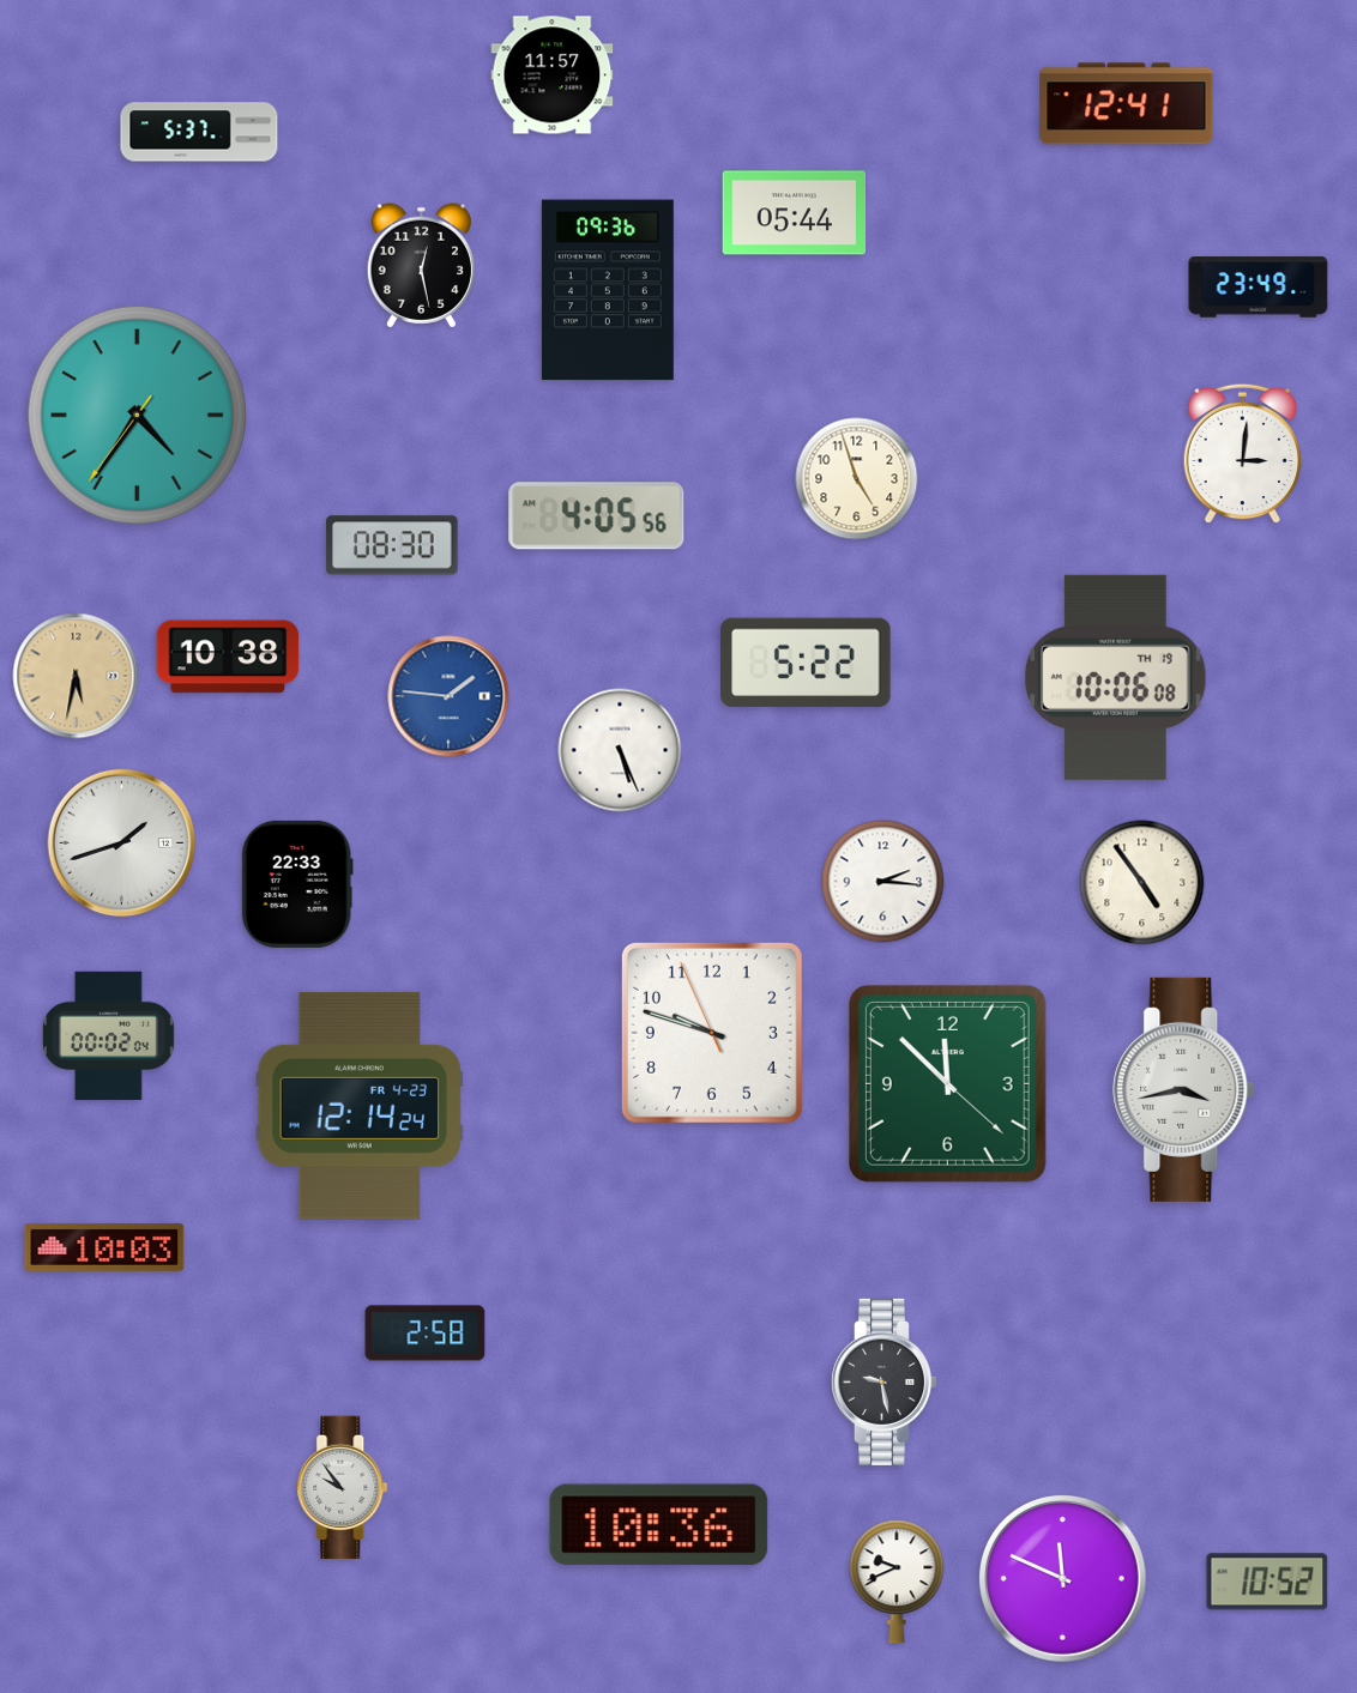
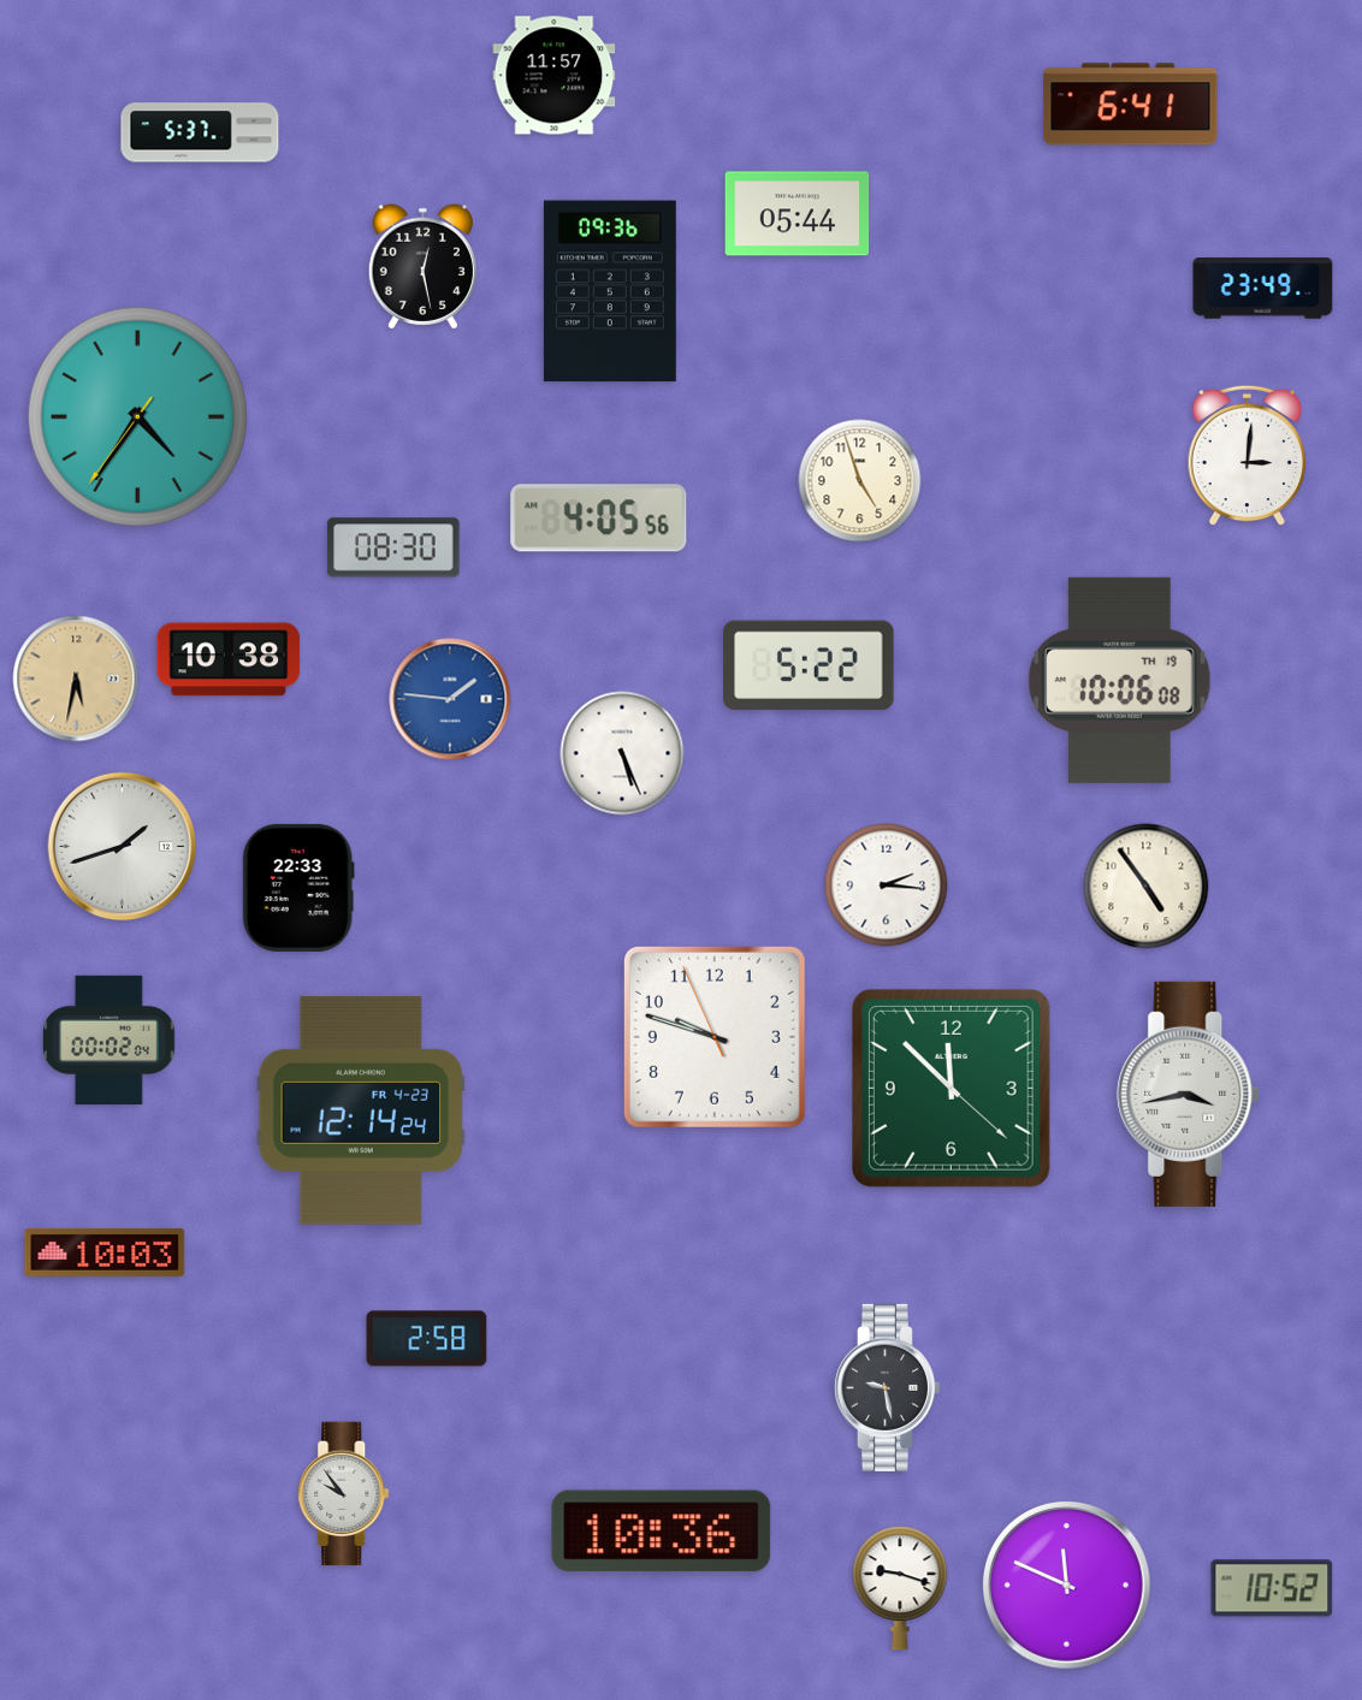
clock at (1127, 104): 12:41 -> 6:41
clock at (897, 1582): 9:41 -> 9:18
